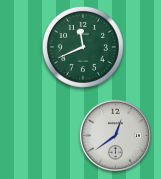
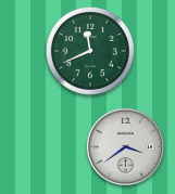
clock at (115, 135): 12:39 -> 3:39
